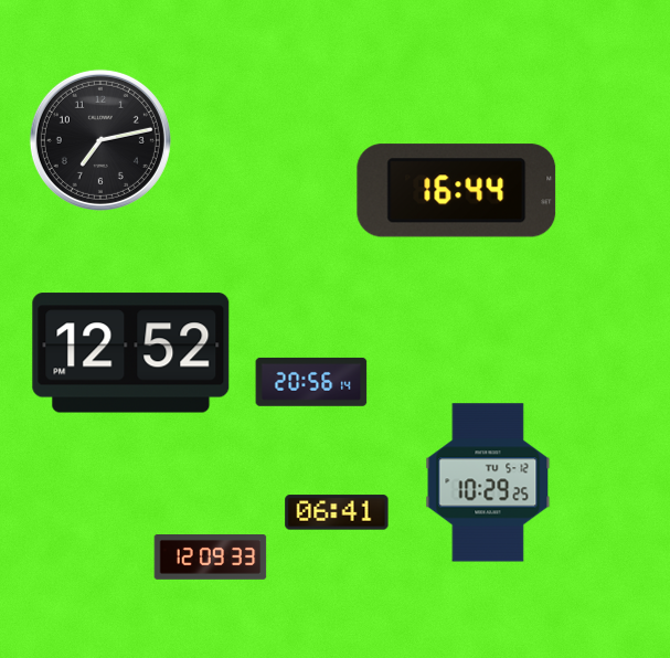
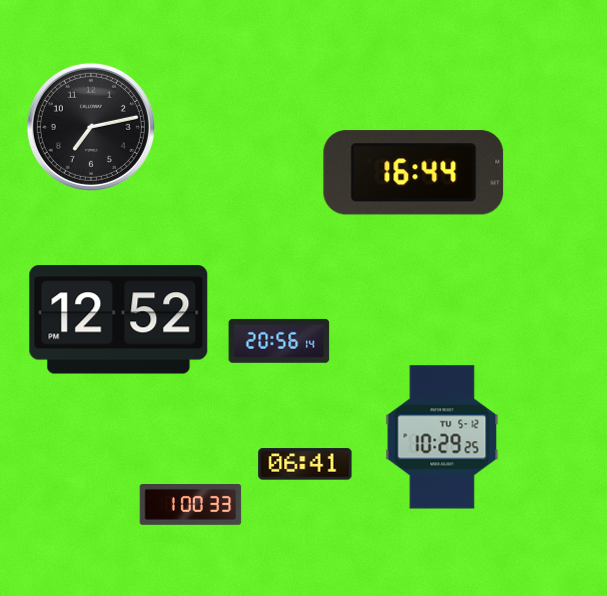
clock at (311, 382) position: (311, 382) -> (279, 341)
clock at (211, 558): 12:09 -> 1:00
